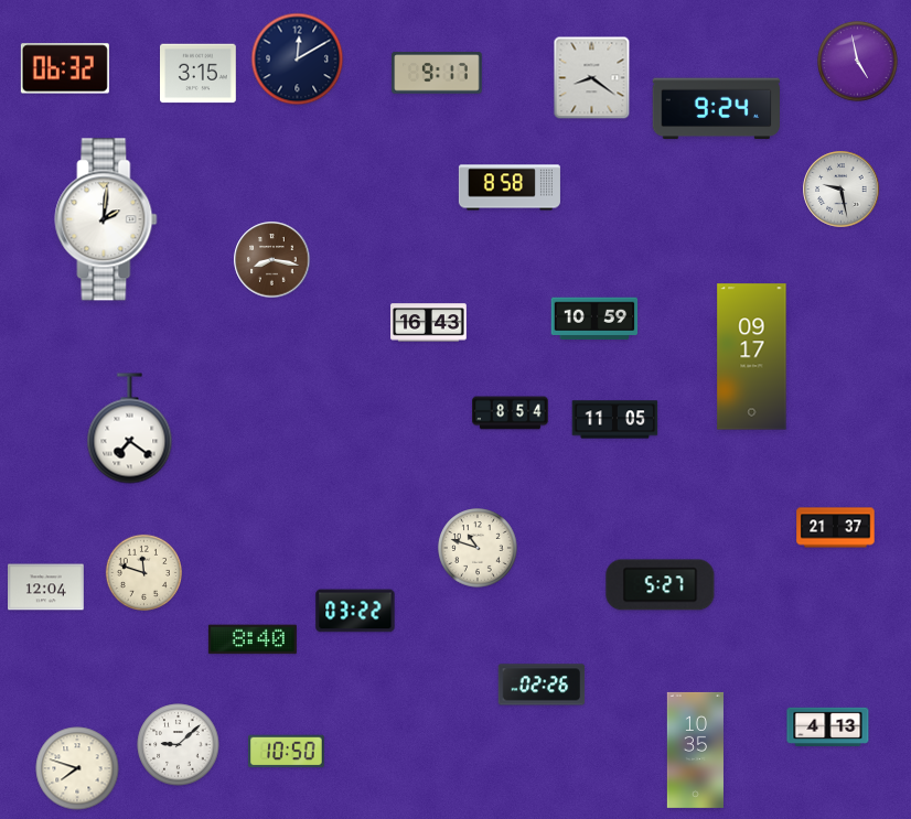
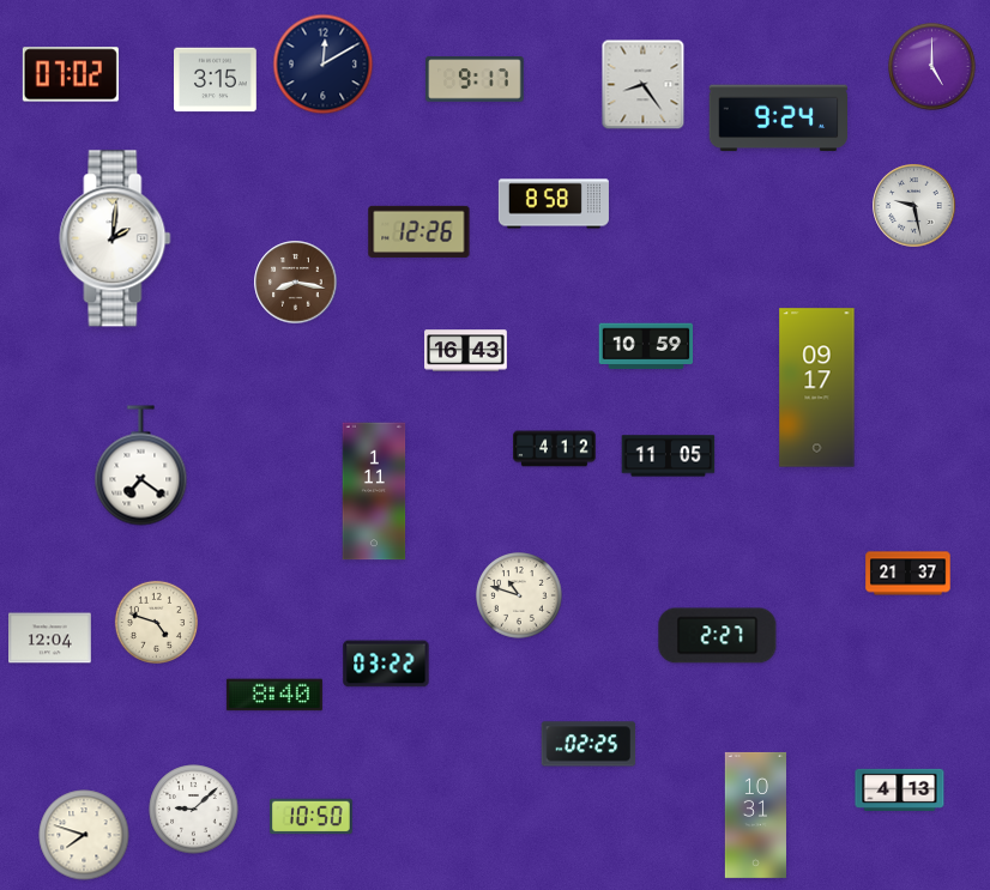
clock at (858, 62): 4:58 -> 5:00
clock at (65, 68): 06:32 -> 07:02
clock at (592, 78): 8:21 -> 8:24
clock at (419, 231): none -> 12:26
clock at (511, 413): 8:54 -> 4:12
clock at (374, 491): none -> 1:11
clock at (143, 572): 11:48 -> 4:48
clock at (661, 585): 5:27 -> 2:27
clock at (542, 685): 02:26 -> 02:25
clock at (695, 750): 10:35 -> 10:31
